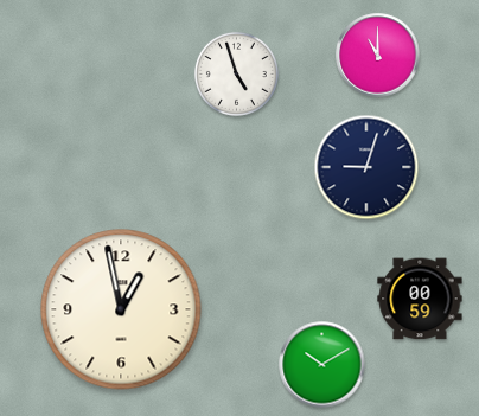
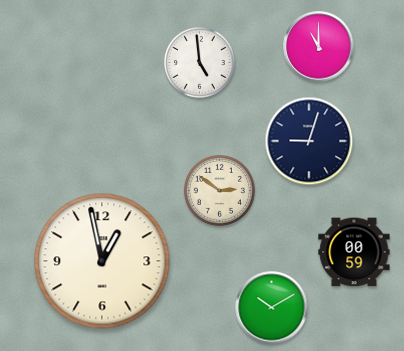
clock at (236, 73): 4:57 -> 4:59
clock at (219, 190): none -> 2:51
